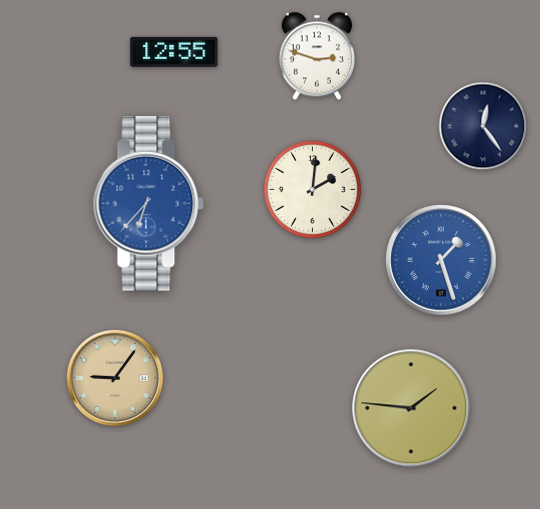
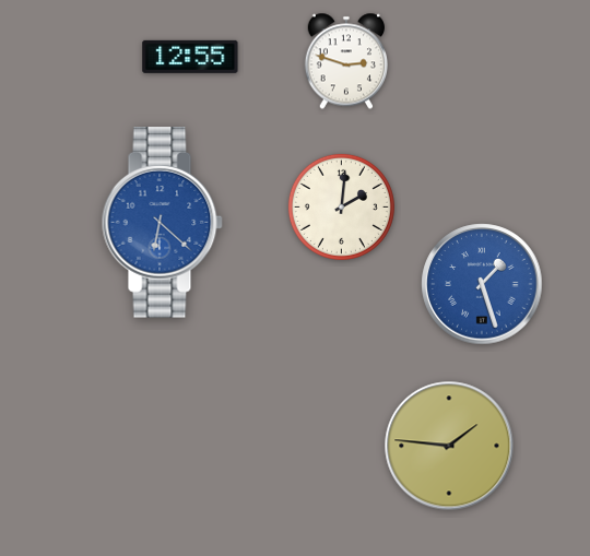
clock at (483, 126): 12:24 -> none
clock at (148, 204): 6:37 -> 6:22
clock at (115, 378): 9:06 -> none
